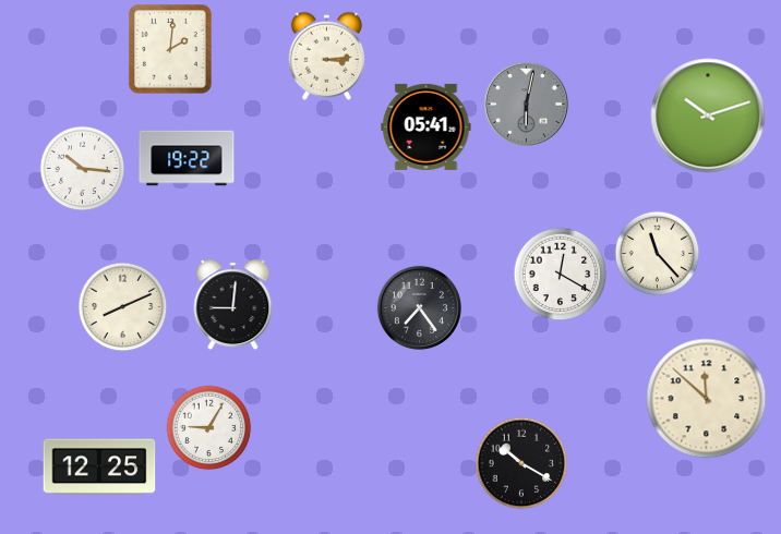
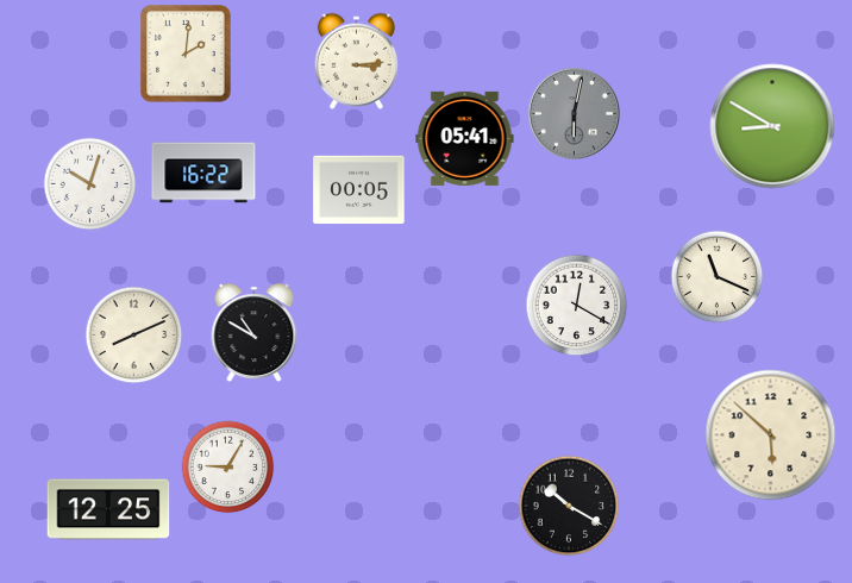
clock at (708, 116): 10:12 -> 8:50
clock at (187, 158): 19:22 -> 16:22
clock at (82, 168): 10:16 -> 10:03
clock at (359, 190): none -> 00:05
clock at (657, 253): 11:23 -> 11:19
clock at (560, 274) position: (560, 274) -> (576, 305)
clock at (233, 305): 9:01 -> 10:50
clock at (419, 307): 7:24 -> none
clock at (707, 399): 11:52 -> 5:52
